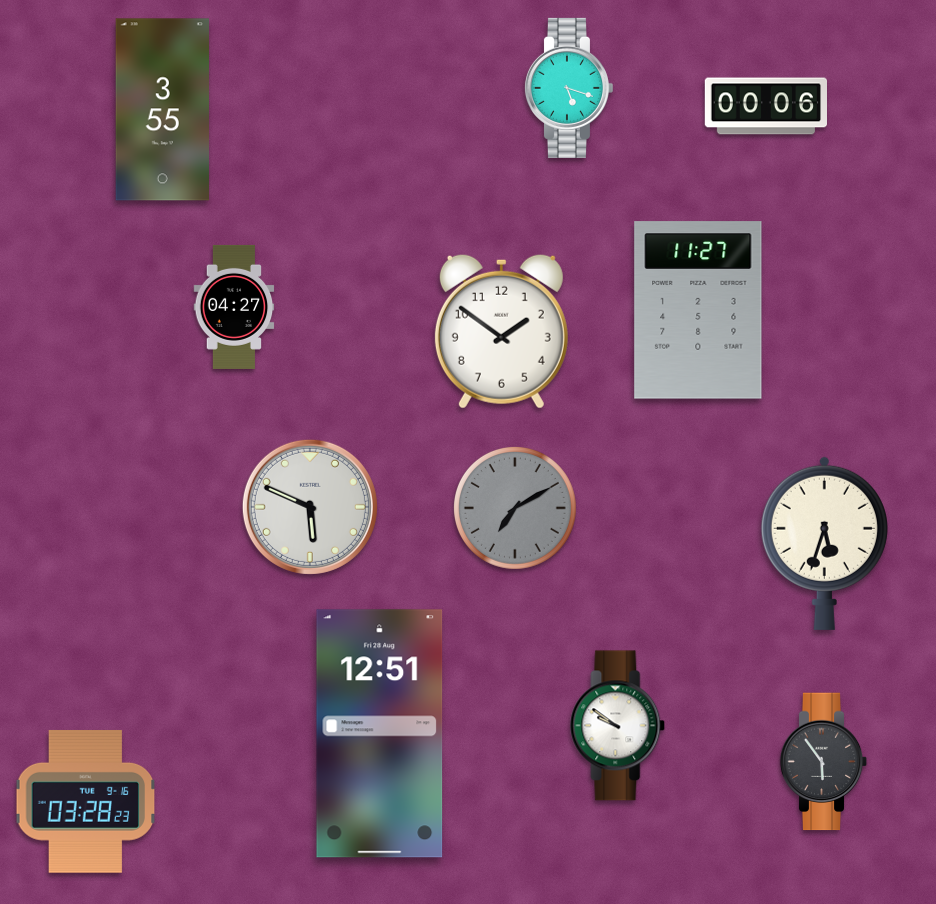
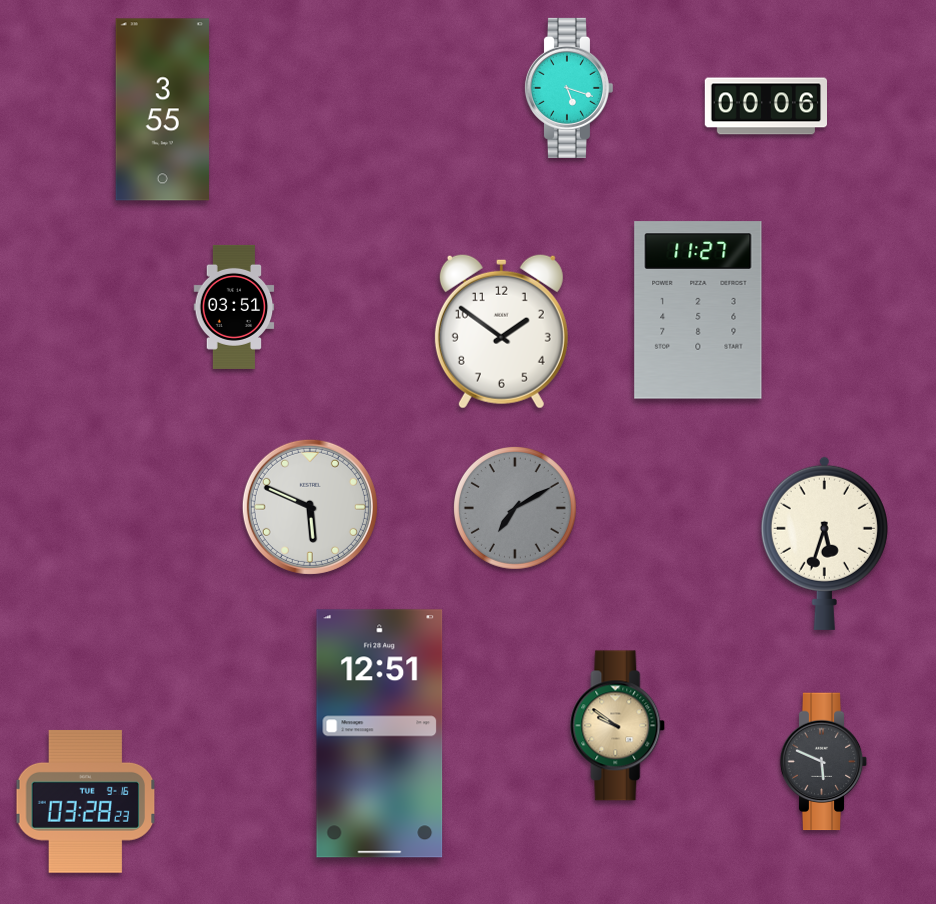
clock at (234, 307): 04:27 -> 03:51
clock at (618, 726) dial: white -> champagne
clock at (824, 762): 5:54 -> 5:49
